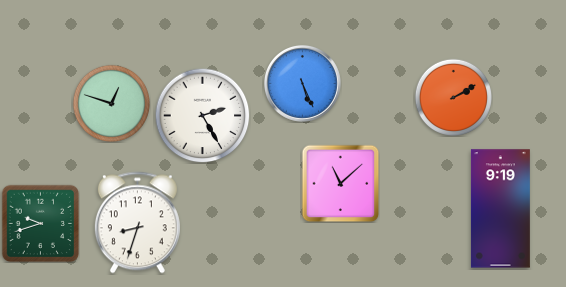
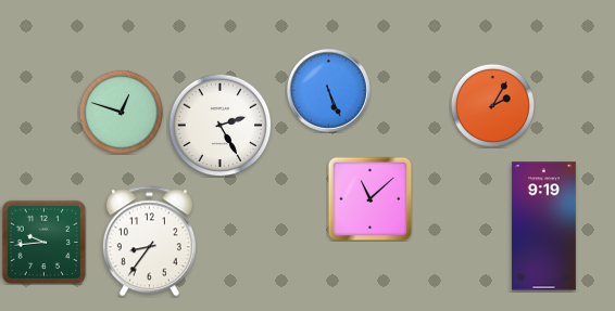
clock at (453, 97): 2:10 -> 2:05
clock at (40, 223): 9:42 -> 9:44
clock at (137, 223): 8:33 -> 8:36
